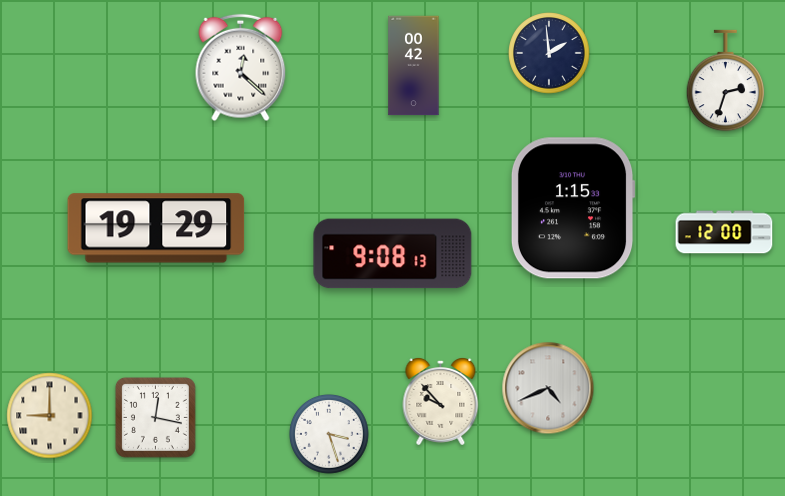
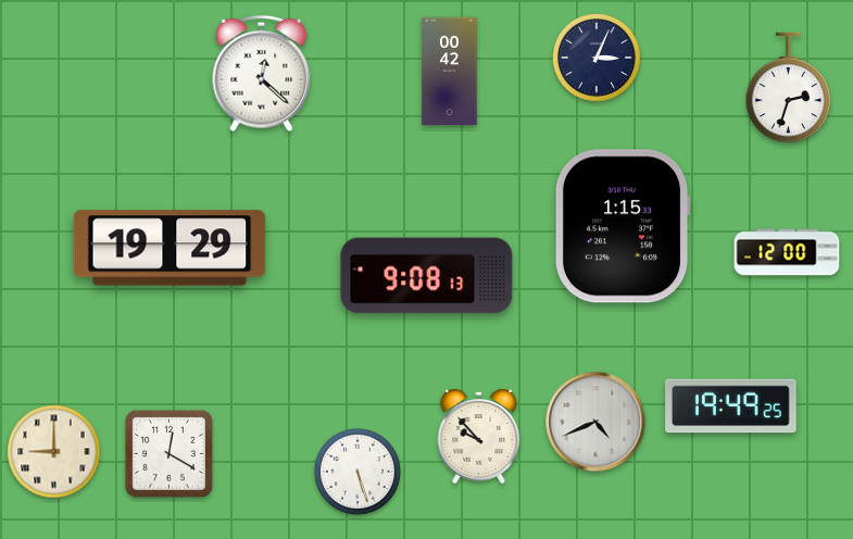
clock at (549, 53): 1:59 -> 3:04
clock at (731, 406): none -> 19:49
clock at (155, 417): 12:17 -> 12:20
clock at (330, 435): 3:27 -> 5:27
